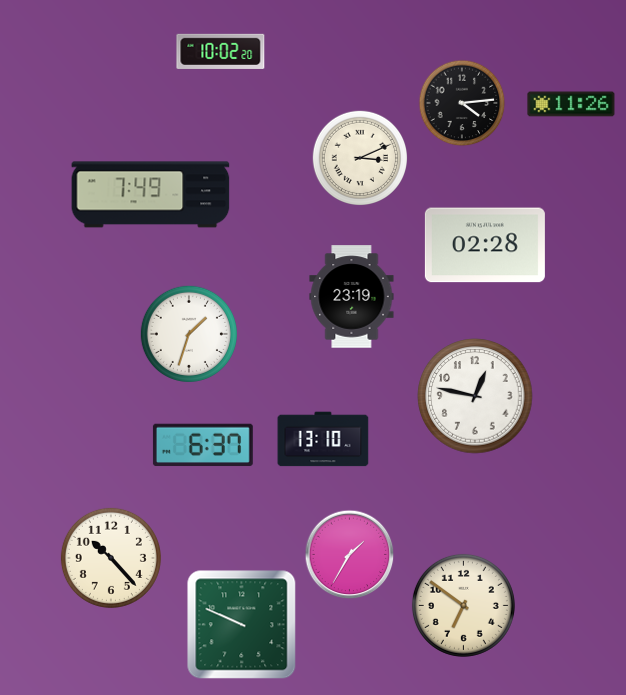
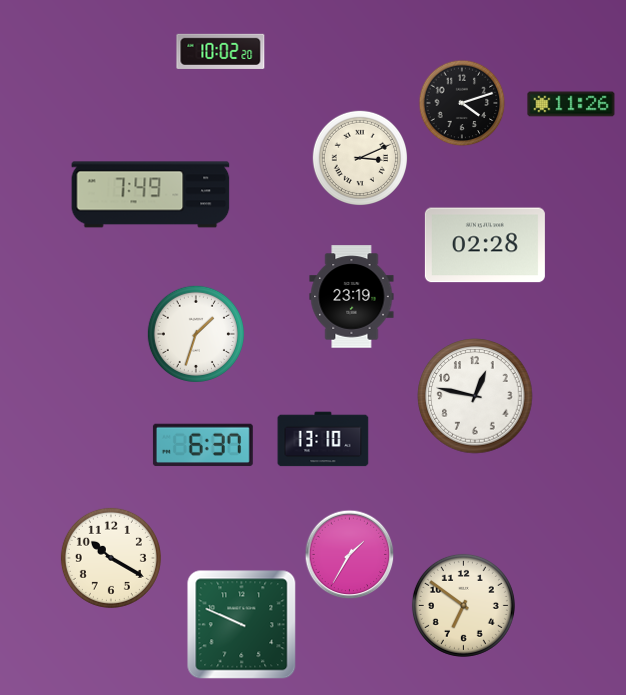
clock at (462, 103): 4:14 -> 4:12
clock at (189, 334) position: (189, 334) -> (196, 334)
clock at (111, 558): 10:23 -> 10:20
